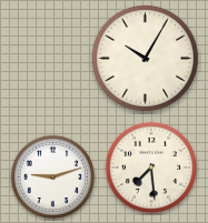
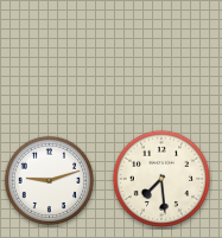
clock at (145, 58): 10:05 -> none
clock at (52, 176) position: (52, 176) -> (49, 180)
